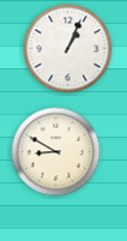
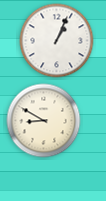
clock at (56, 152) position: (56, 152) -> (44, 121)
